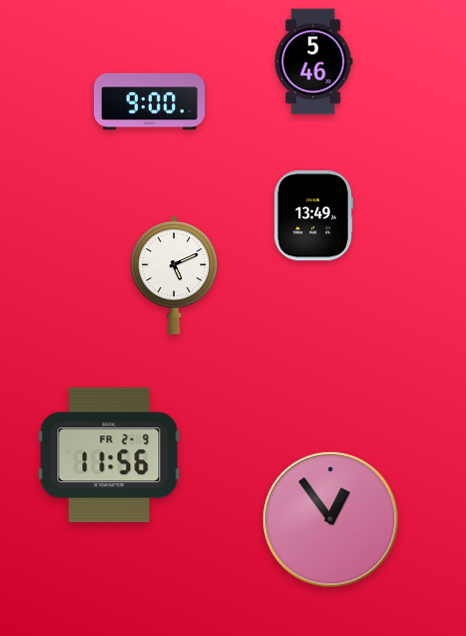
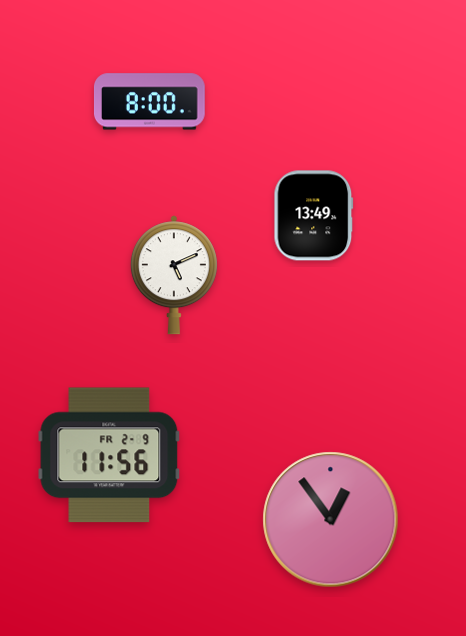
clock at (313, 62): 5:46 -> none
clock at (149, 102): 9:00 -> 8:00
